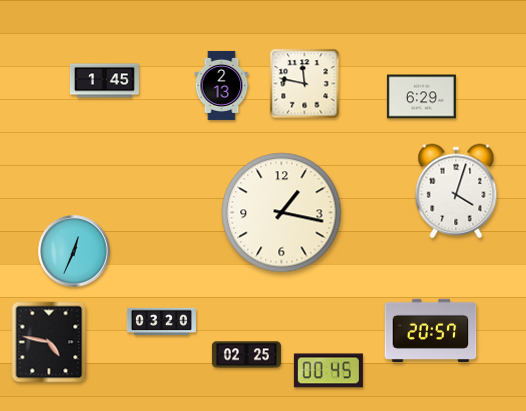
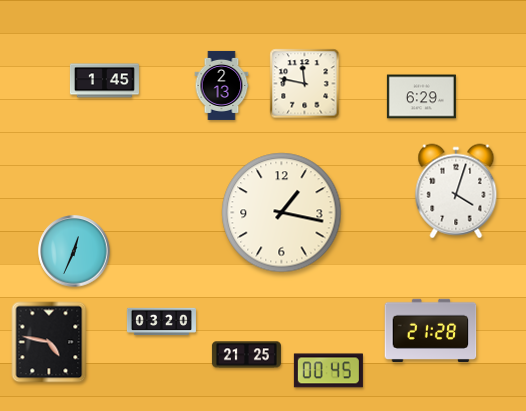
clock at (431, 330): 20:57 -> 21:28
clock at (246, 355): 02:25 -> 21:25
